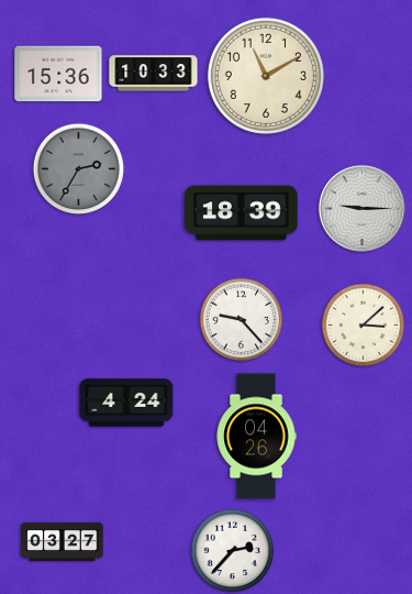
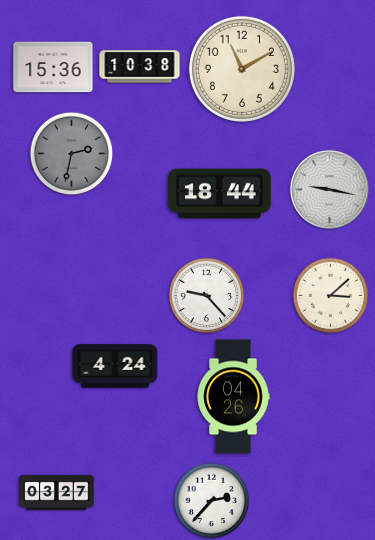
clock at (154, 74): 10:33 -> 10:38
clock at (79, 169): 2:35 -> 2:32
clock at (361, 208): 9:15 -> 9:17
clock at (242, 213): 18:39 -> 18:44
clock at (242, 320) position: (242, 320) -> (207, 296)
